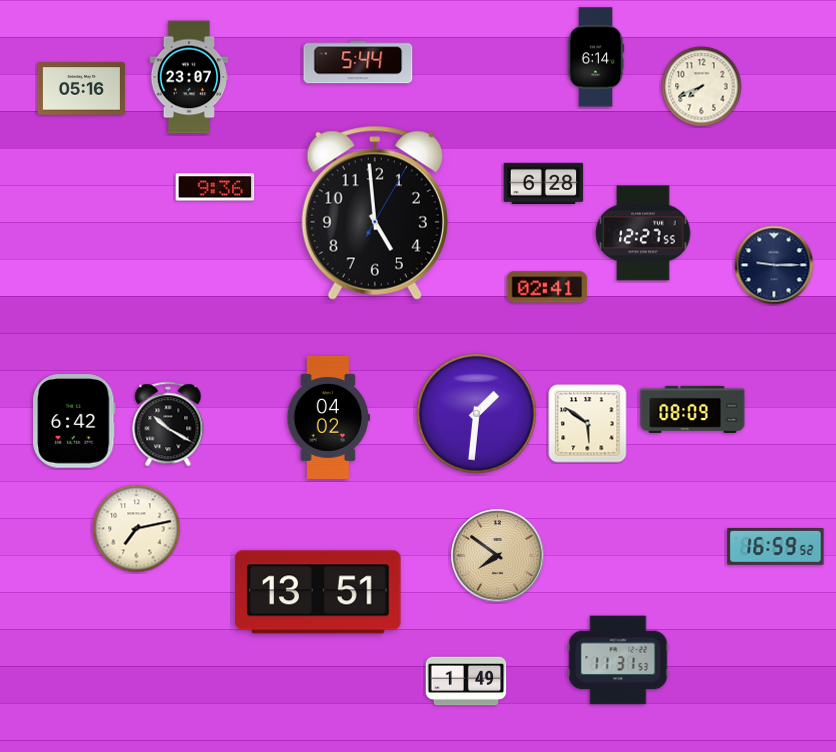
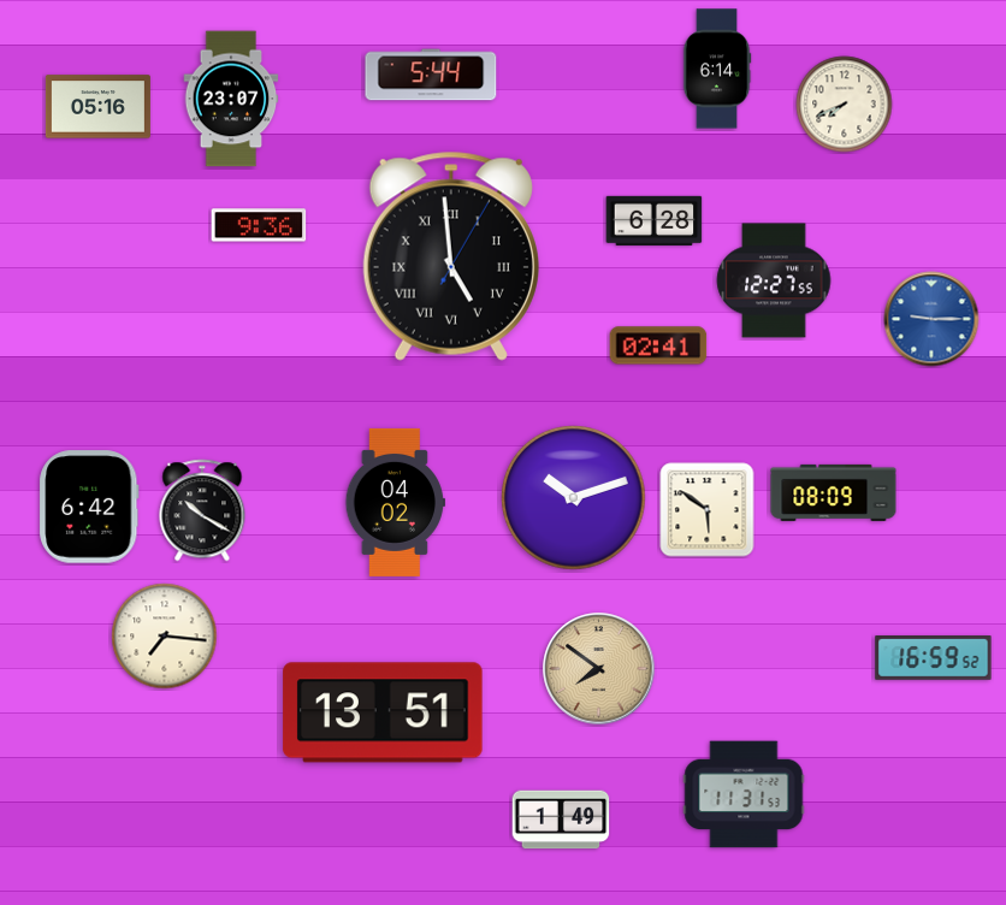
clock at (189, 77) position: (189, 77) -> (231, 99)
clock at (375, 213) numerals: Arabic -> Roman
clock at (774, 265) dial: navy -> blue
clock at (477, 414): 1:31 -> 10:12
clock at (137, 529): 7:13 -> 7:16
